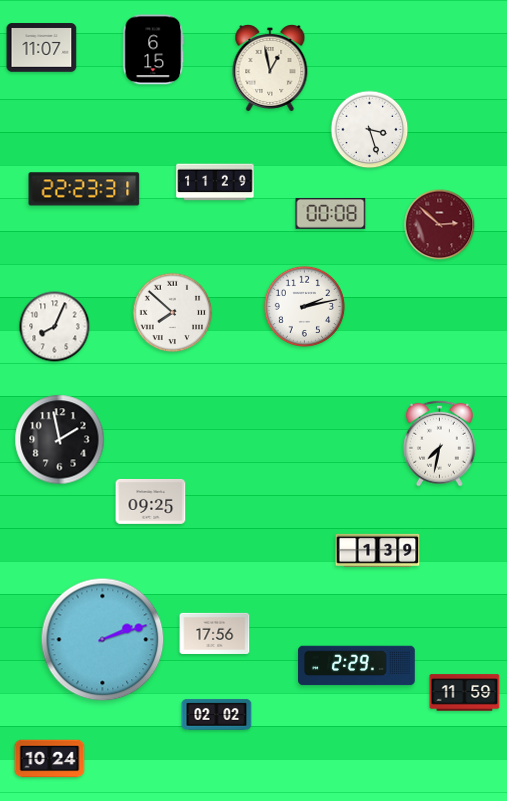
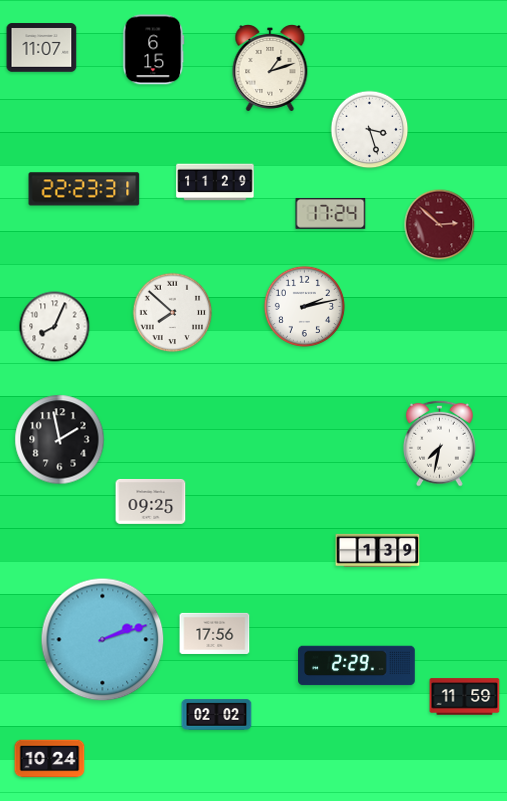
clock at (270, 69): 12:58 -> 1:12
clock at (331, 213): 00:08 -> 17:24
clock at (465, 693) position: (465, 693) -> (465, 697)
